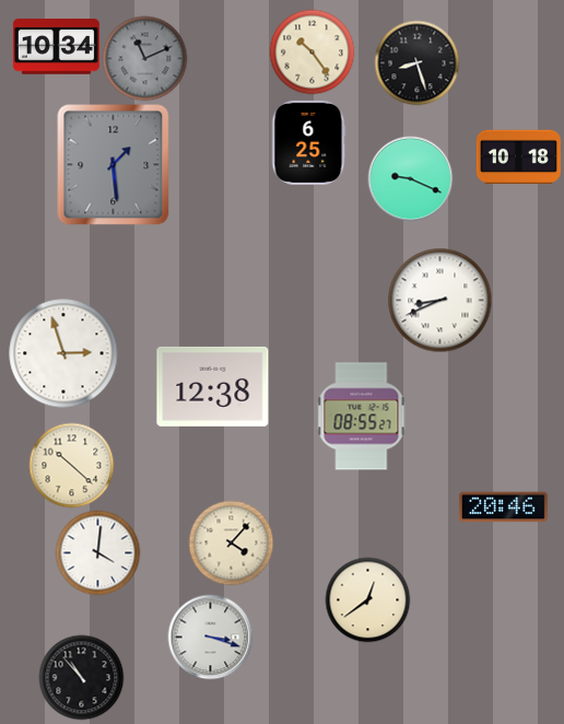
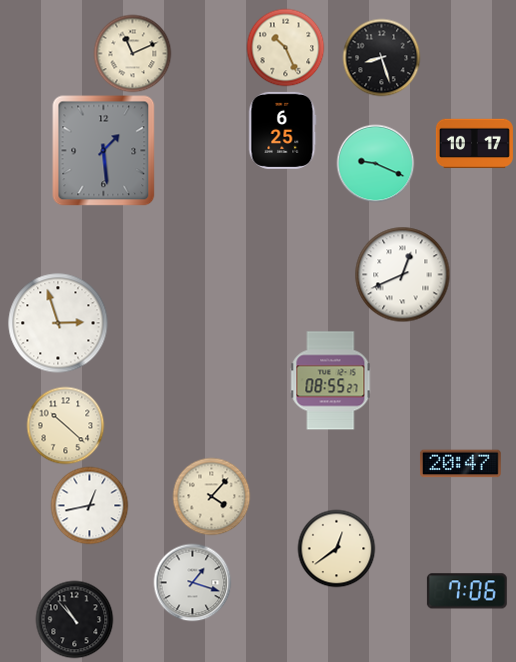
clock at (56, 47): 10:34 -> none
clock at (312, 51): 10:24 -> 10:26
clock at (144, 58) dial: grey -> cream
clock at (518, 157): 10:18 -> 10:17
clock at (439, 300): 8:41 -> 12:41
clock at (213, 386): 12:38 -> none
clock at (503, 507): 20:46 -> 20:47
clock at (97, 552): 4:01 -> 12:43
clock at (210, 637): 3:18 -> 1:18
clock at (467, 591): none -> 7:06
